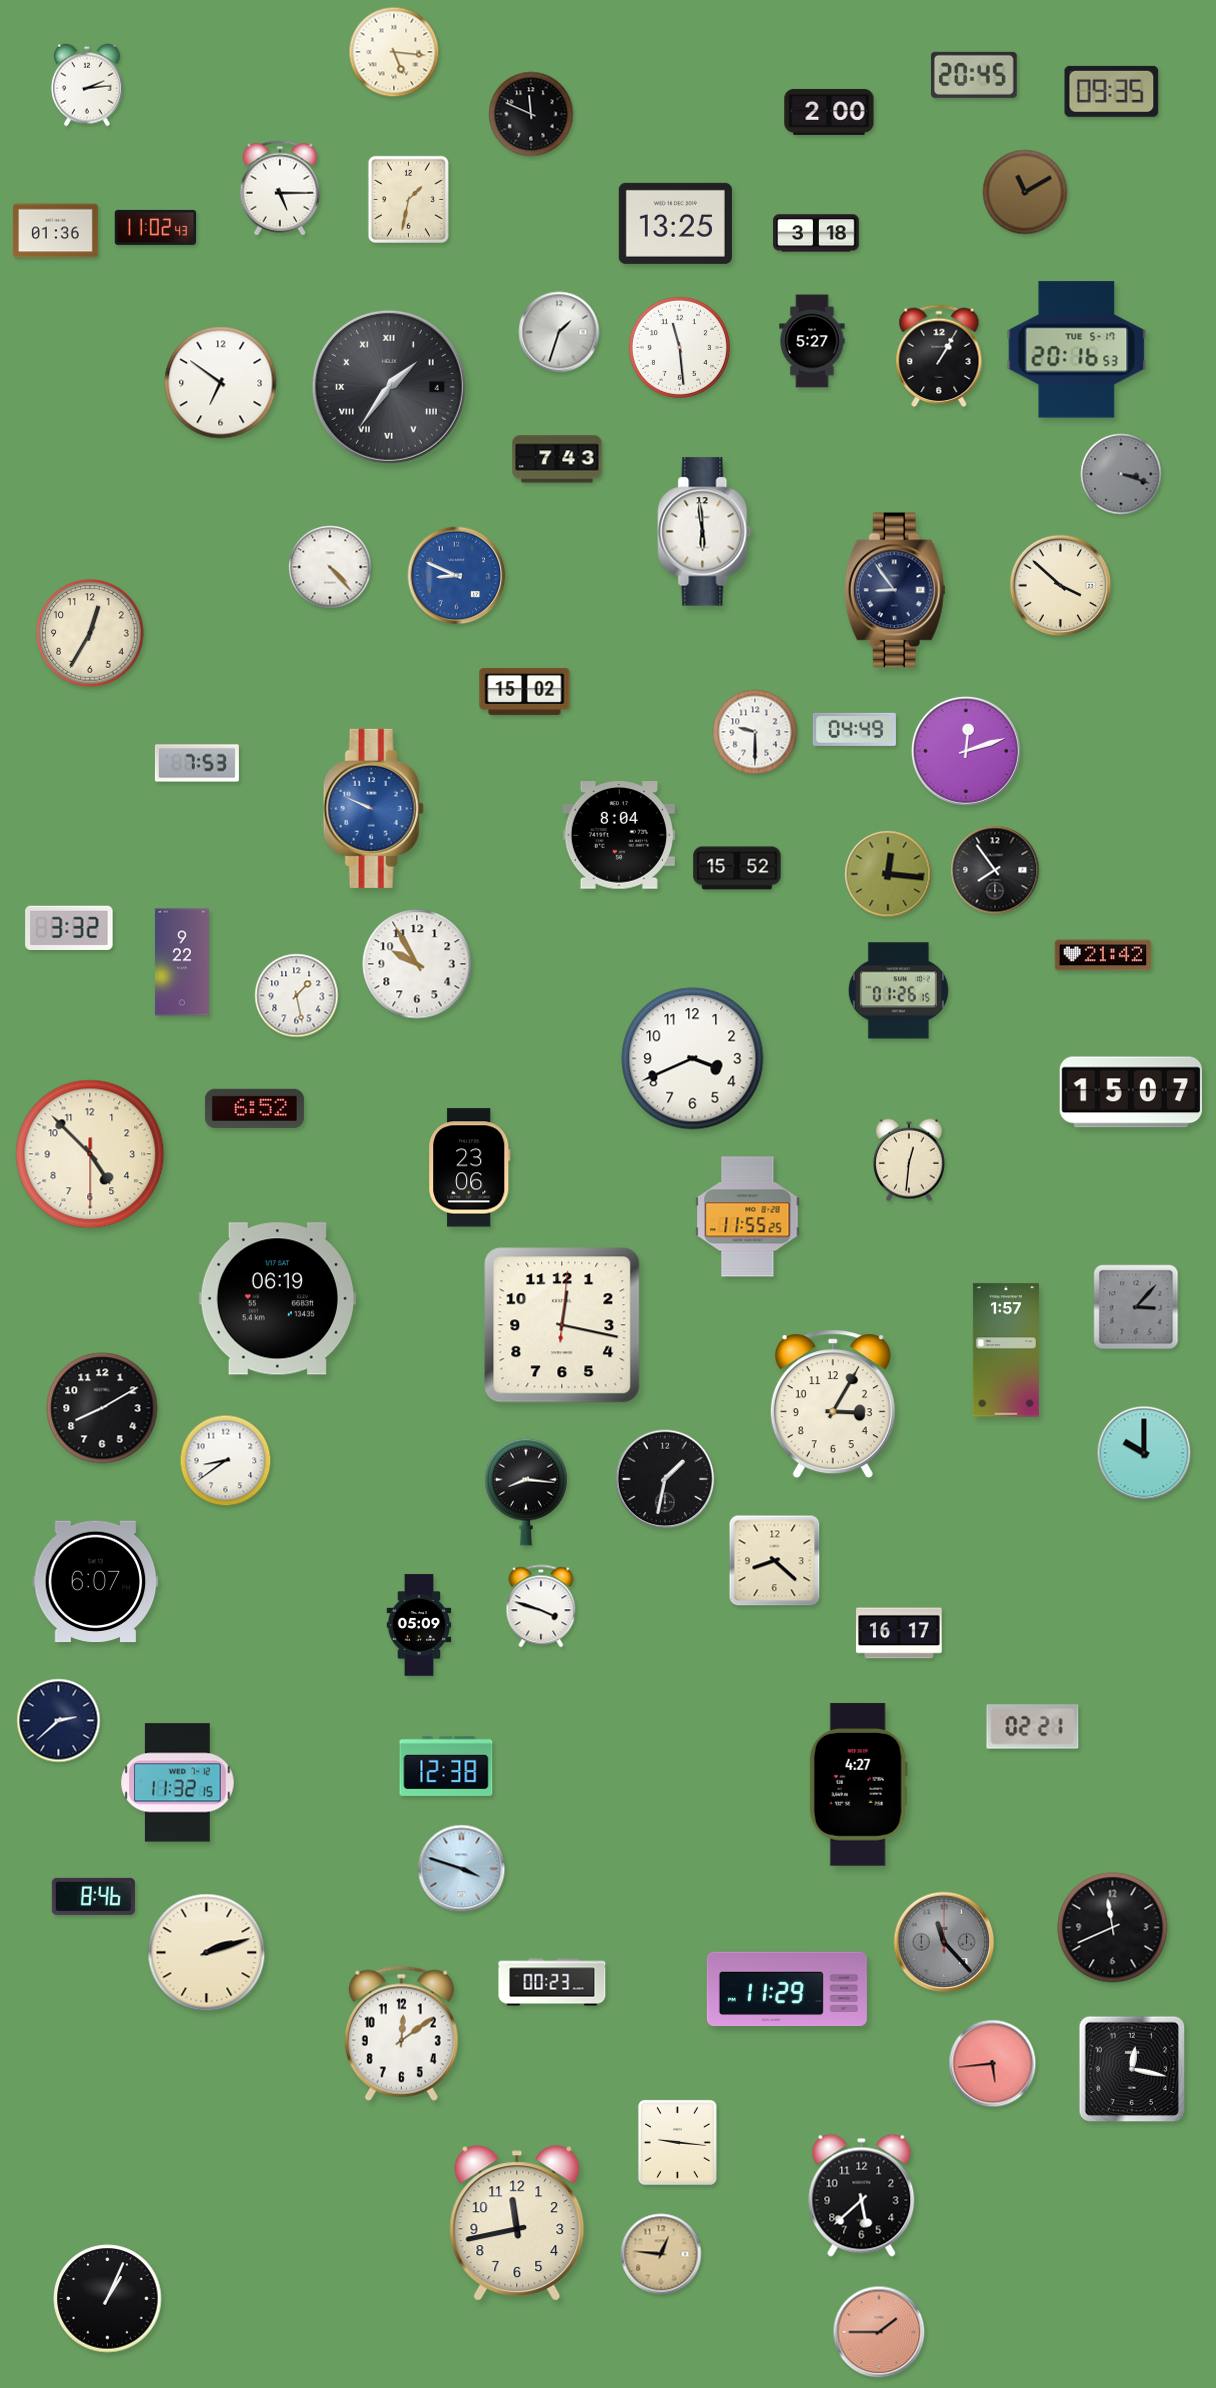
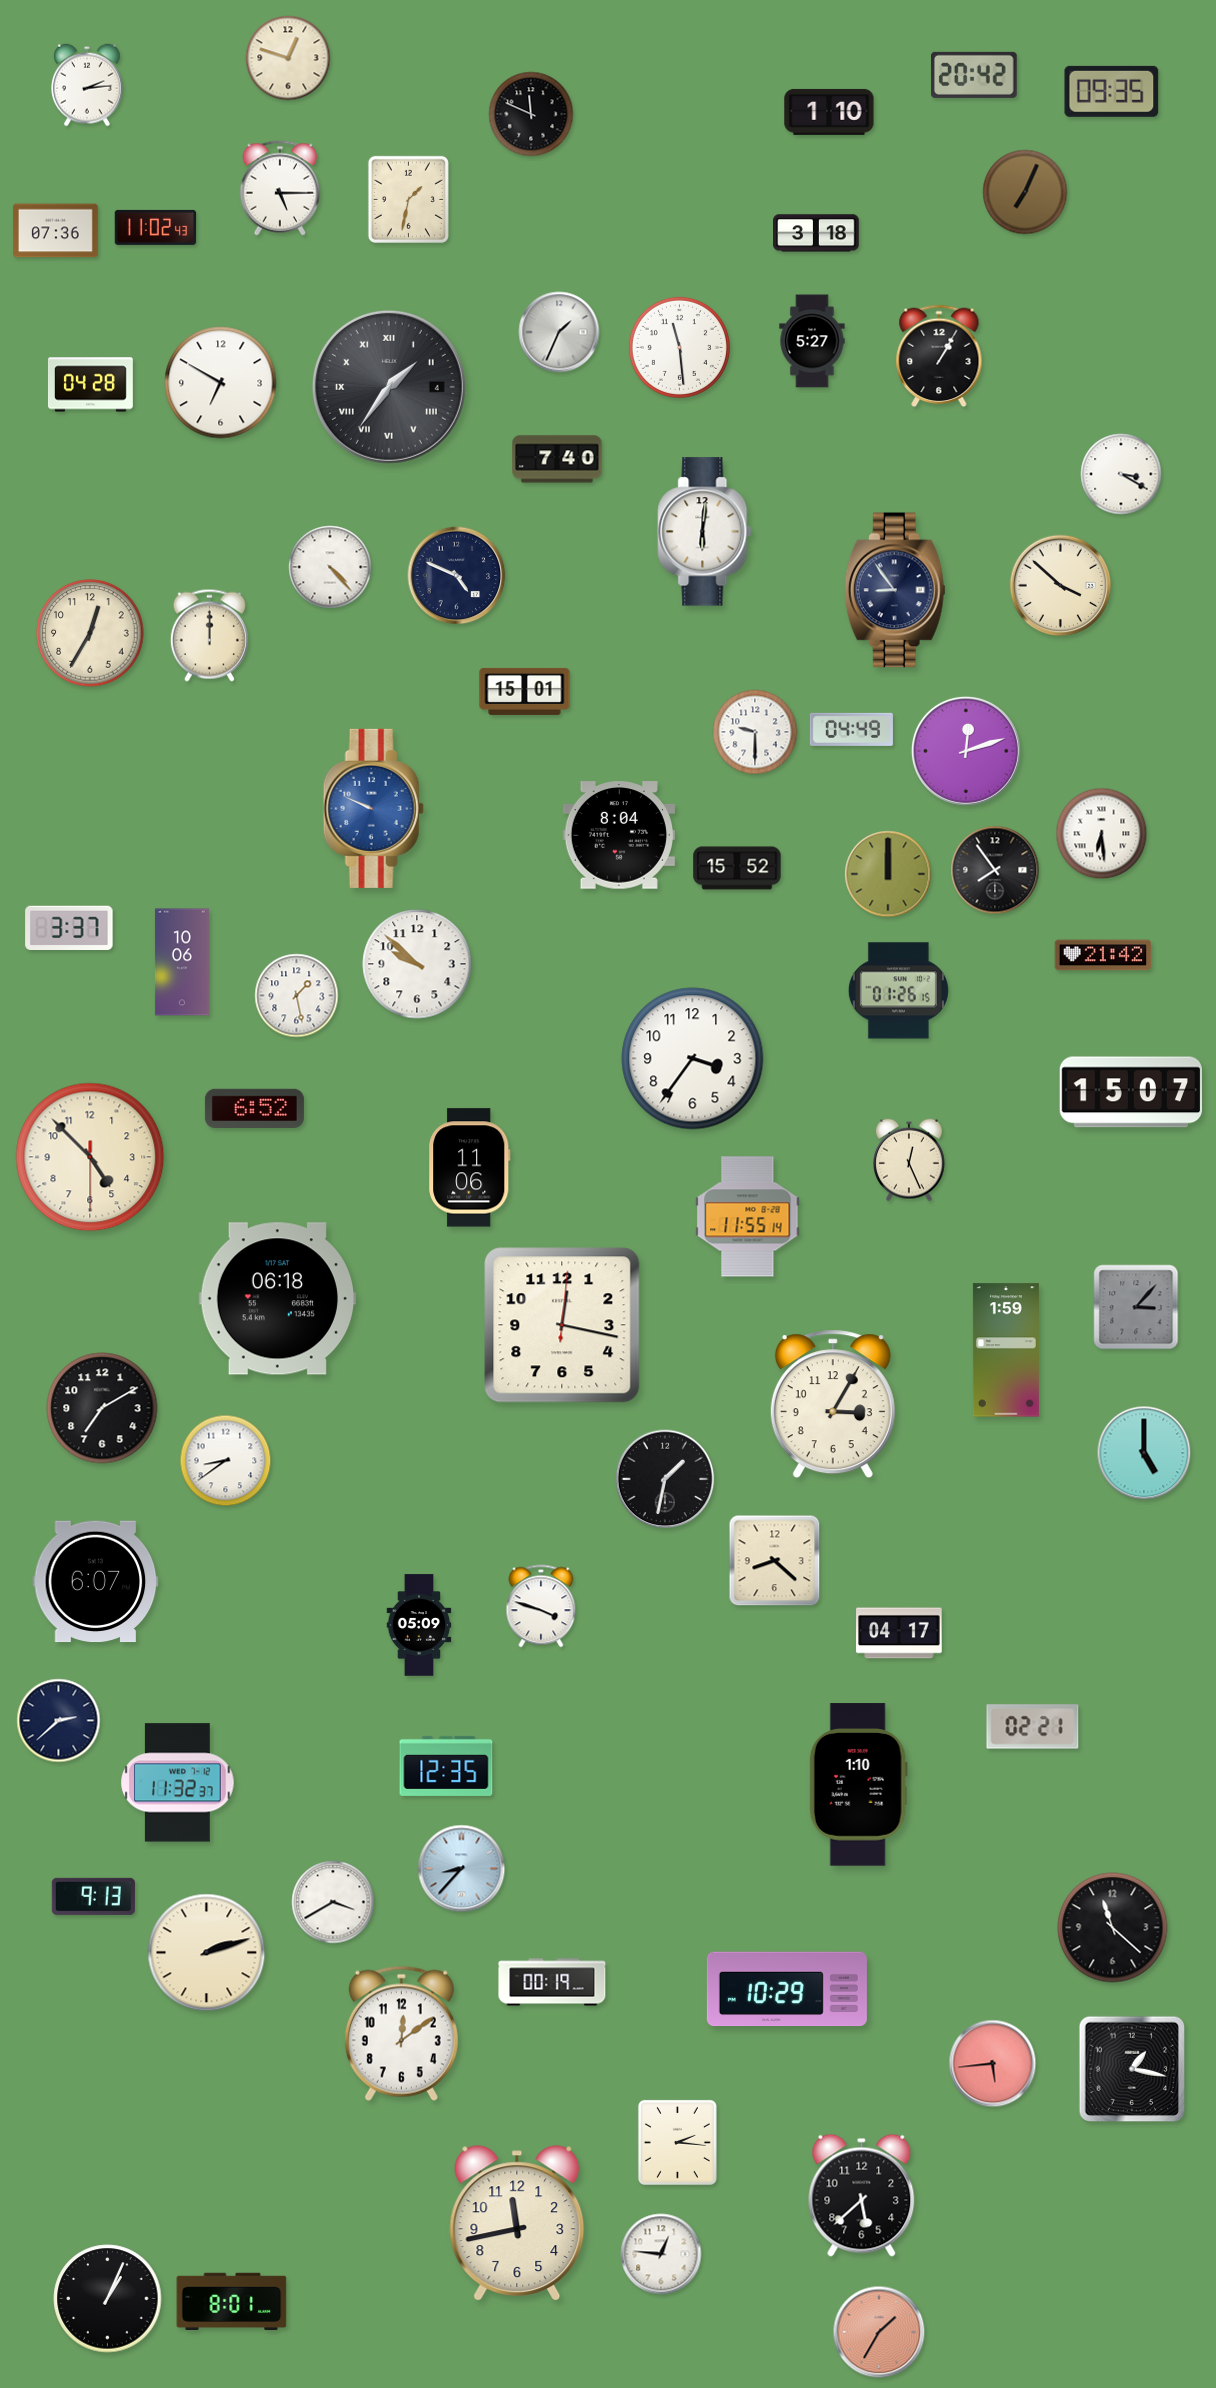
clock at (394, 52): 5:16 -> none
clock at (288, 58): none -> 12:48
clock at (975, 75): 20:45 -> 20:42
clock at (829, 112): 2:00 -> 1:10
clock at (1025, 192): 11:10 -> 7:04
clock at (675, 223): 13:25 -> none
clock at (55, 231): 01:36 -> 07:36
clock at (559, 332): 1:33 -> 1:34
clock at (1077, 350): 20:16 -> none
clock at (221, 383): 6:51 -> 6:50
clock at (90, 385): none -> 04:28
clock at (557, 459): 7:43 -> 7:40
clock at (1121, 474): 3:18 -> 3:20
clock at (1121, 474) dial: grey -> white
clock at (705, 532): 5:59 -> 6:01
clock at (457, 576): 8:49 -> 4:49
clock at (457, 576) dial: blue -> navy
clock at (209, 635): none -> 12:00
clock at (525, 691): 15:02 -> 15:01
clock at (854, 729) position: (854, 729) -> (851, 729)
clock at (197, 763): 7:53 -> none
clock at (1102, 834): none -> 6:29
clock at (888, 874): 12:16 -> 12:00
clock at (69, 928): 3:32 -> 3:37
clock at (182, 962): 9:22 -> 10:06
clock at (417, 964): 9:55 -> 9:52
clock at (693, 1059): 3:41 -> 3:36
clock at (90, 1154) position: (90, 1154) -> (90, 1157)
clock at (909, 1160): 12:31 -> 12:26
clock at (470, 1168): 23:06 -> 11:06
clock at (748, 1217): 11:55:25 -> 11:55:14
clock at (277, 1299): 06:19 -> 06:18
clock at (1006, 1350): 1:57 -> 1:59
clock at (102, 1408): 8:10 -> 7:10
clock at (1144, 1453): 10:00 -> 5:00
clock at (526, 1492): 8:16 -> none
clock at (899, 1633): 16:17 -> 04:17
clock at (446, 1766): 12:38 -> 12:35
clock at (178, 1783): 11:32:15 -> 11:32:37
clock at (858, 1785): 4:27 -> 1:10
clock at (462, 1869): 3:48 -> 8:37
clock at (93, 1896): 8:46 -> 9:13
clock at (333, 1902): none -> 3:40
clock at (1113, 1928): 11:41 -> 11:22
clock at (944, 1942): 11:23 -> none
clock at (552, 1982): 00:23 -> 00:19
clock at (787, 1989): 11:29 -> 10:29
clock at (1132, 2069): 12:17 -> 1:17
clock at (677, 2142): 9:16 -> 2:16
clock at (661, 2254) dial: champagne -> white
clock at (232, 2302): none -> 8:01
clock at (879, 2332): 1:45 -> 1:35
